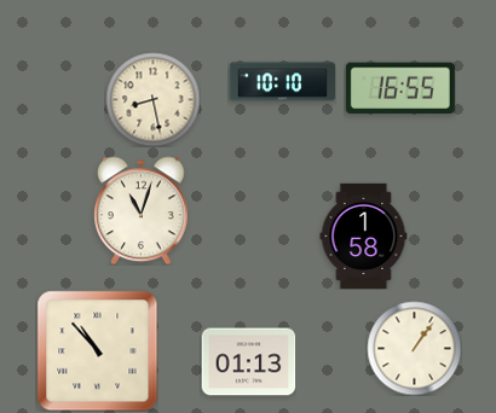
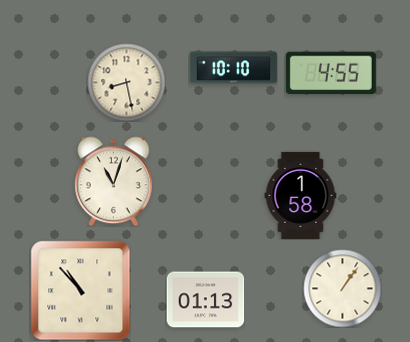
clock at (400, 88): 16:55 -> 4:55
clock at (142, 210) position: (142, 210) -> (114, 181)
